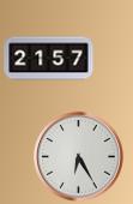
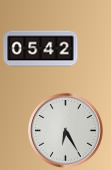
clock at (49, 59): 21:57 -> 05:42
